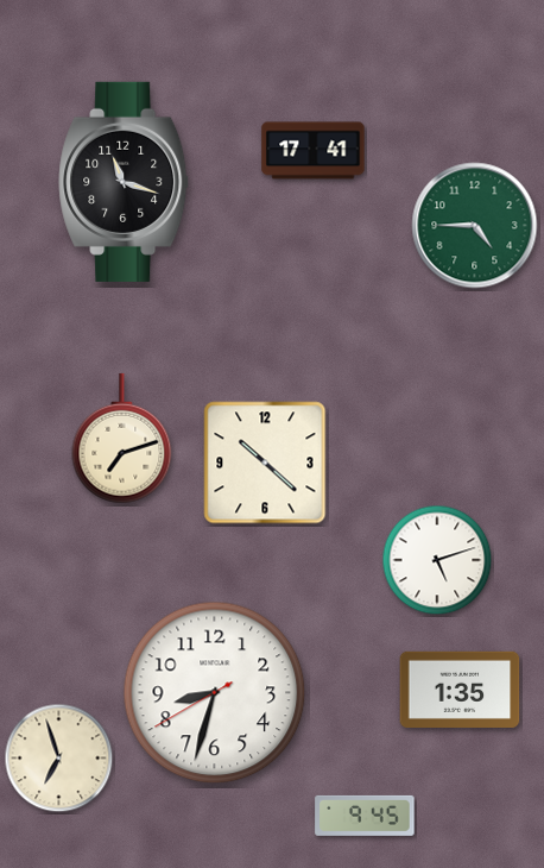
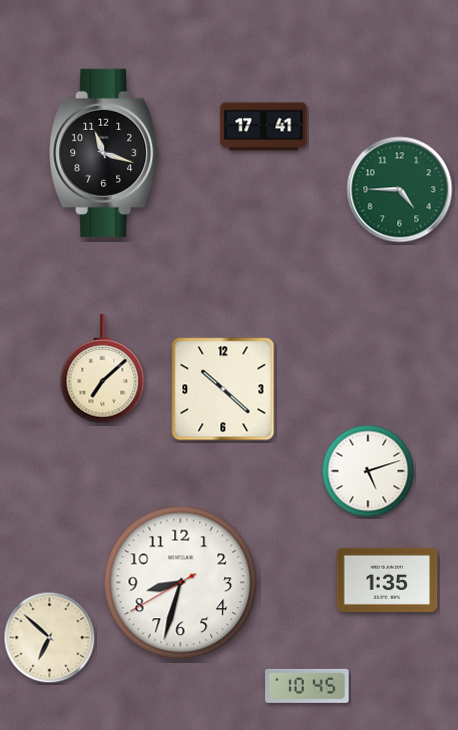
clock at (122, 439): 7:12 -> 7:08
clock at (59, 759): 6:57 -> 6:52
clock at (365, 816): 9:45 -> 10:45
